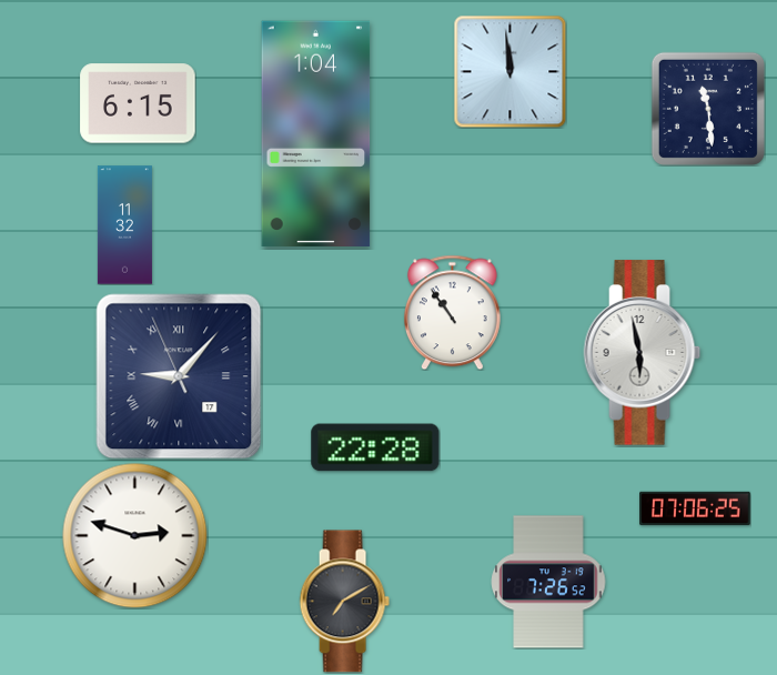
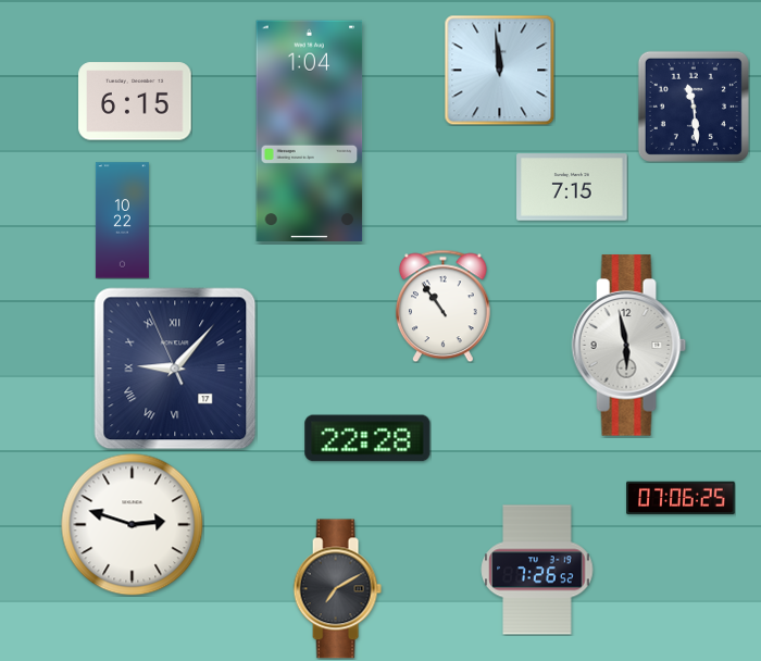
clock at (572, 187): none -> 7:15
clock at (124, 225): 11:32 -> 10:22
